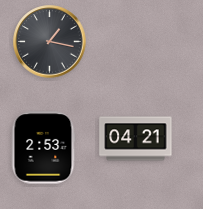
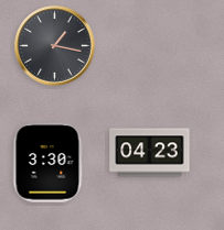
clock at (136, 139): 04:21 -> 04:23
clock at (43, 148): 2:53 -> 3:30
